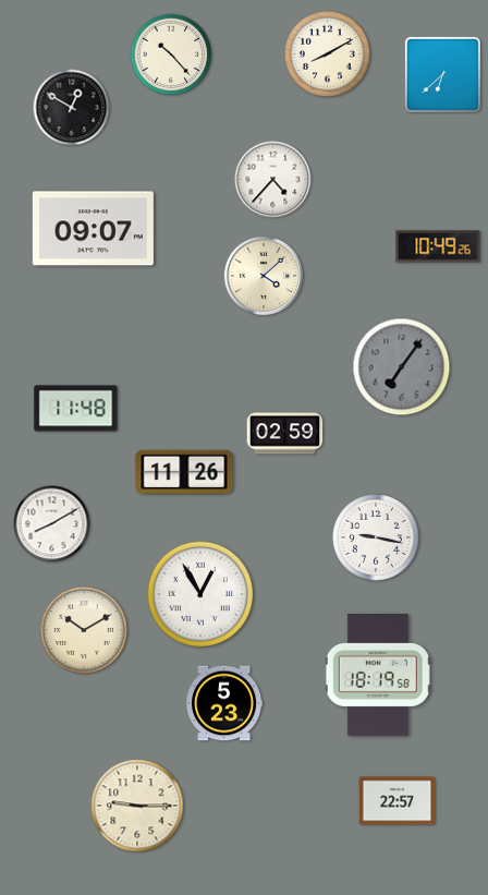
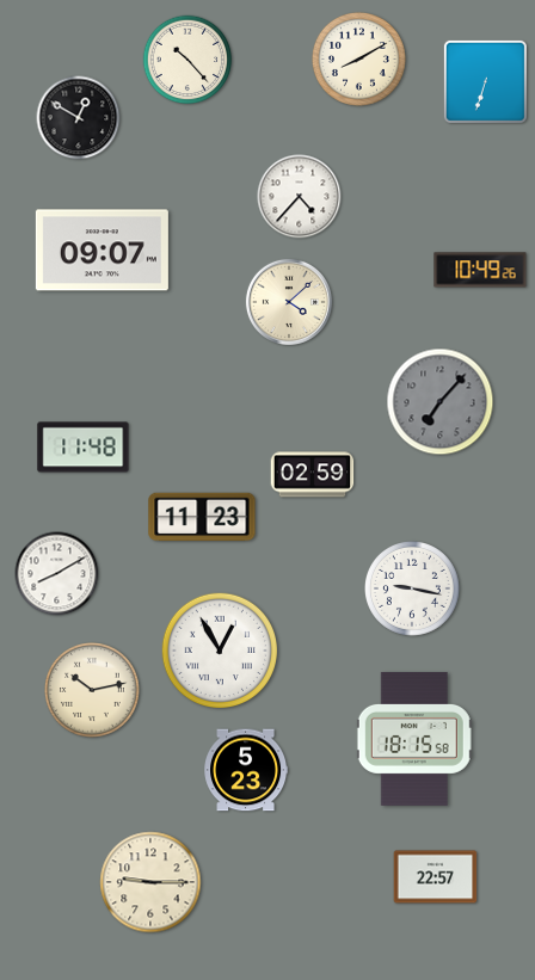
clock at (442, 74): 6:38 -> 6:33
clock at (402, 367): 7:06 -> 7:07
clock at (184, 472): 11:26 -> 11:23
clock at (85, 631): 10:10 -> 10:13
clock at (378, 675): 18:19 -> 18:15
